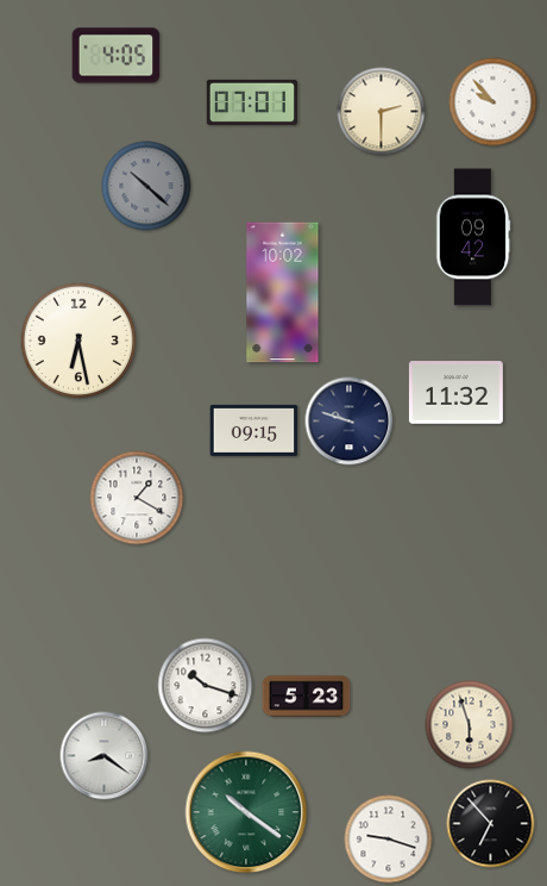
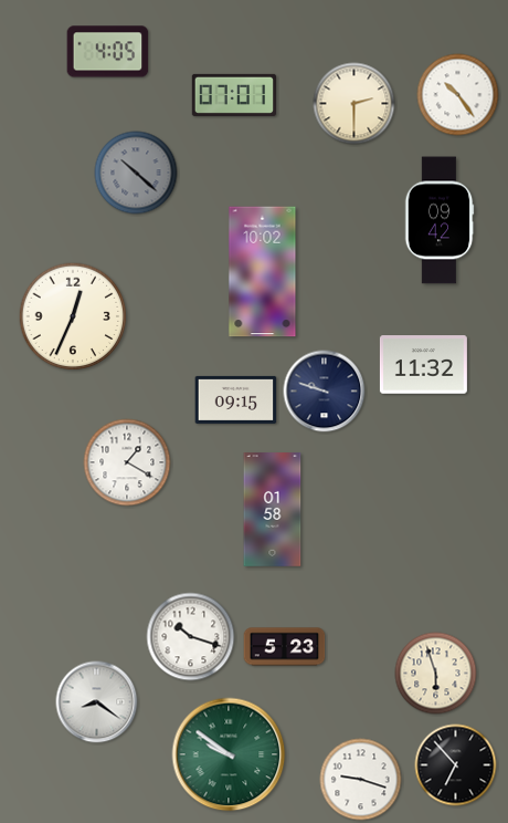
clock at (493, 102): 9:53 -> 10:24
clock at (78, 341): 6:28 -> 12:34
clock at (273, 510): none -> 01:58
clock at (246, 812): 10:21 -> 9:51
